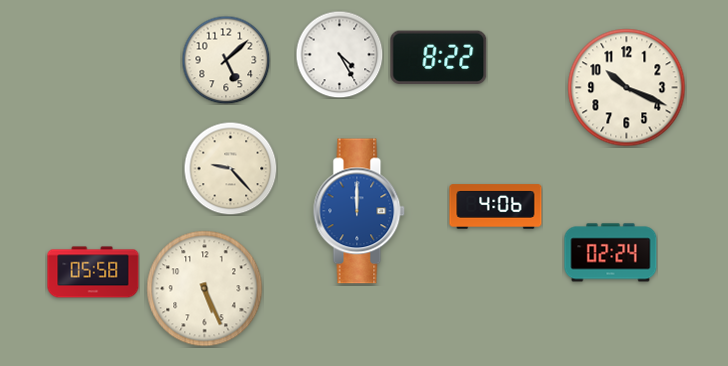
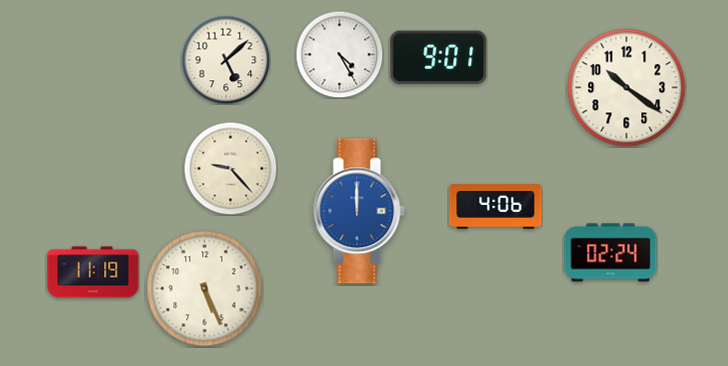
clock at (439, 58): 8:22 -> 9:01
clock at (627, 88): 10:19 -> 10:21
clock at (93, 272): 05:58 -> 11:19
